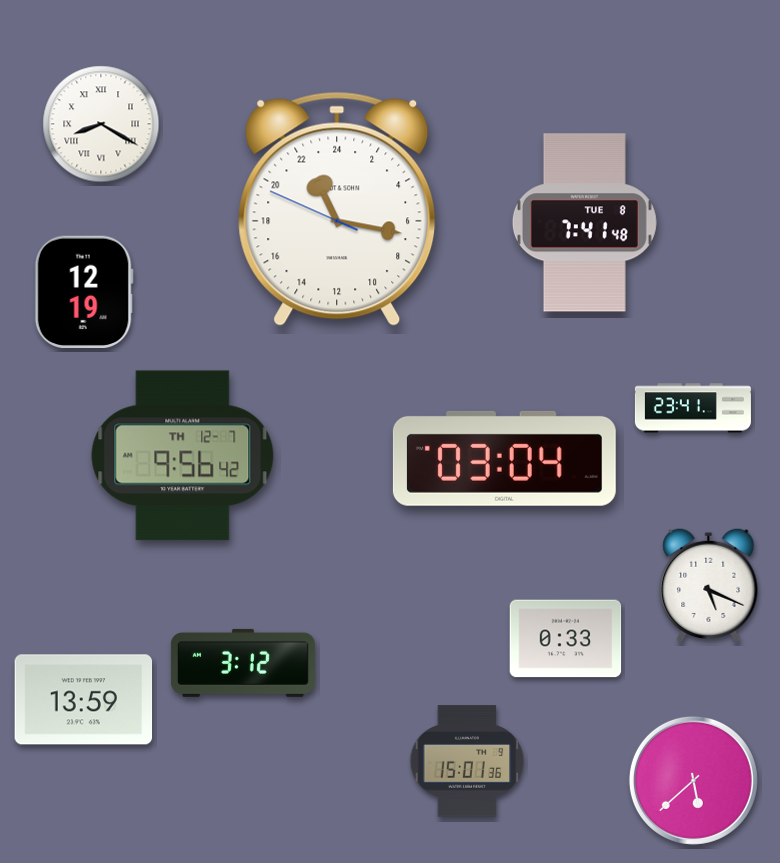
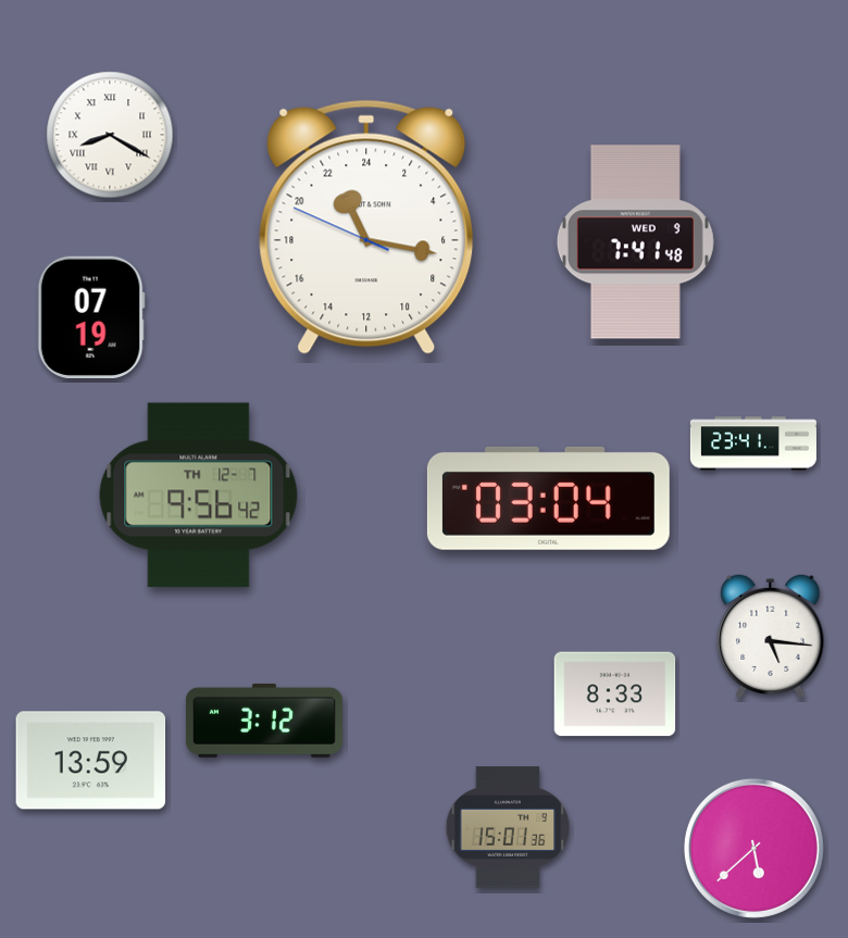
clock at (584, 223) date: TUE 8 -> WED 9
clock at (84, 291): 12:19 -> 07:19
clock at (709, 584): 5:19 -> 5:16
clock at (566, 639): 0:33 -> 8:33
